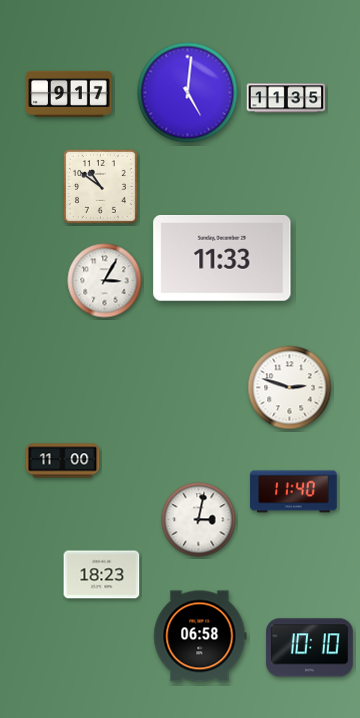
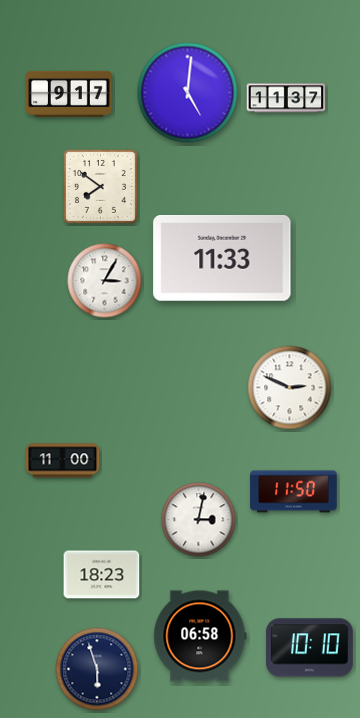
clock at (286, 98): 11:35 -> 11:37
clock at (100, 186): 10:51 -> 7:51
clock at (290, 388): 2:48 -> 2:49
clock at (294, 492): 11:40 -> 11:50
clock at (97, 669): none -> 5:57
